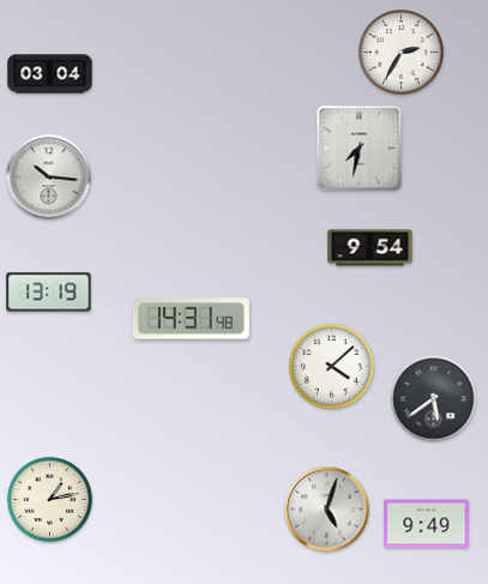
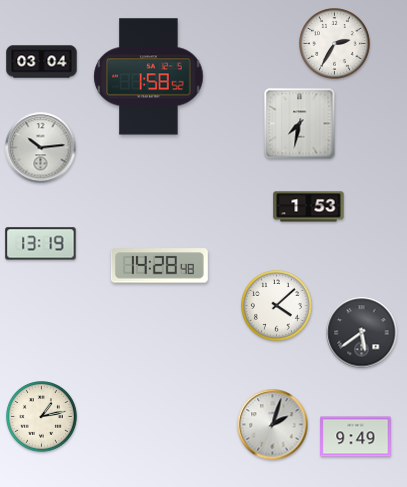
clock at (149, 77): none -> 1:58
clock at (49, 177): 10:16 -> 10:14
clock at (370, 248): 9:54 -> 1:53
clock at (191, 319): 14:31 -> 14:28
clock at (327, 510): 5:03 -> 2:03
